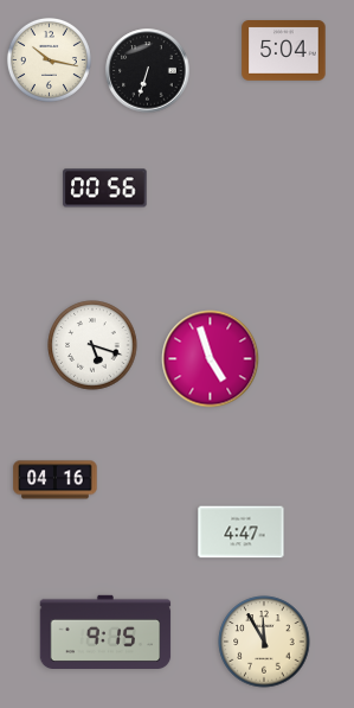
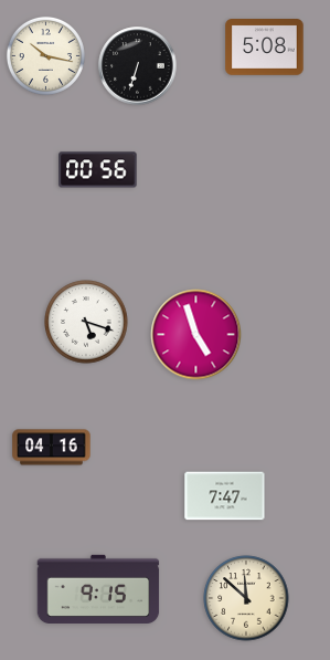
clock at (284, 51): 5:04 -> 5:08
clock at (105, 189) position: (105, 189) -> (98, 170)
clock at (242, 532): 4:47 -> 7:47
clock at (264, 642): 11:55 -> 11:52
